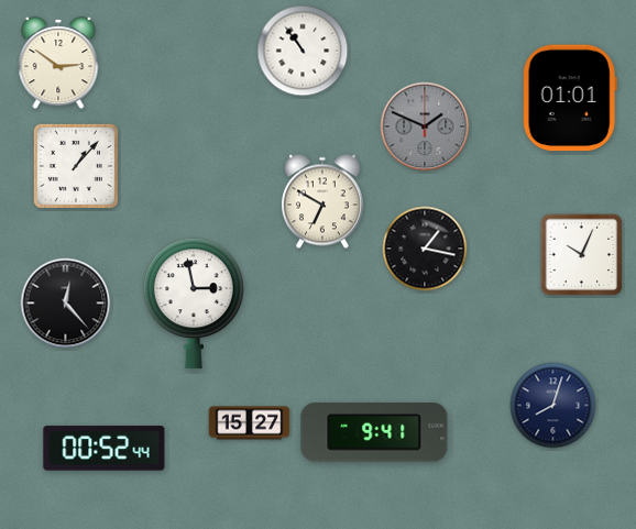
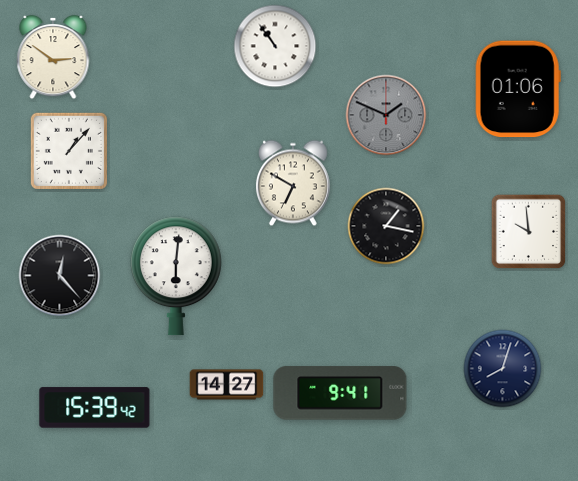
clock at (570, 98): 01:01 -> 01:06
clock at (582, 255): 10:04 -> 9:59
clock at (194, 304): 2:58 -> 6:01
clock at (250, 423): 15:27 -> 14:27
clock at (105, 449): 00:52 -> 15:39
